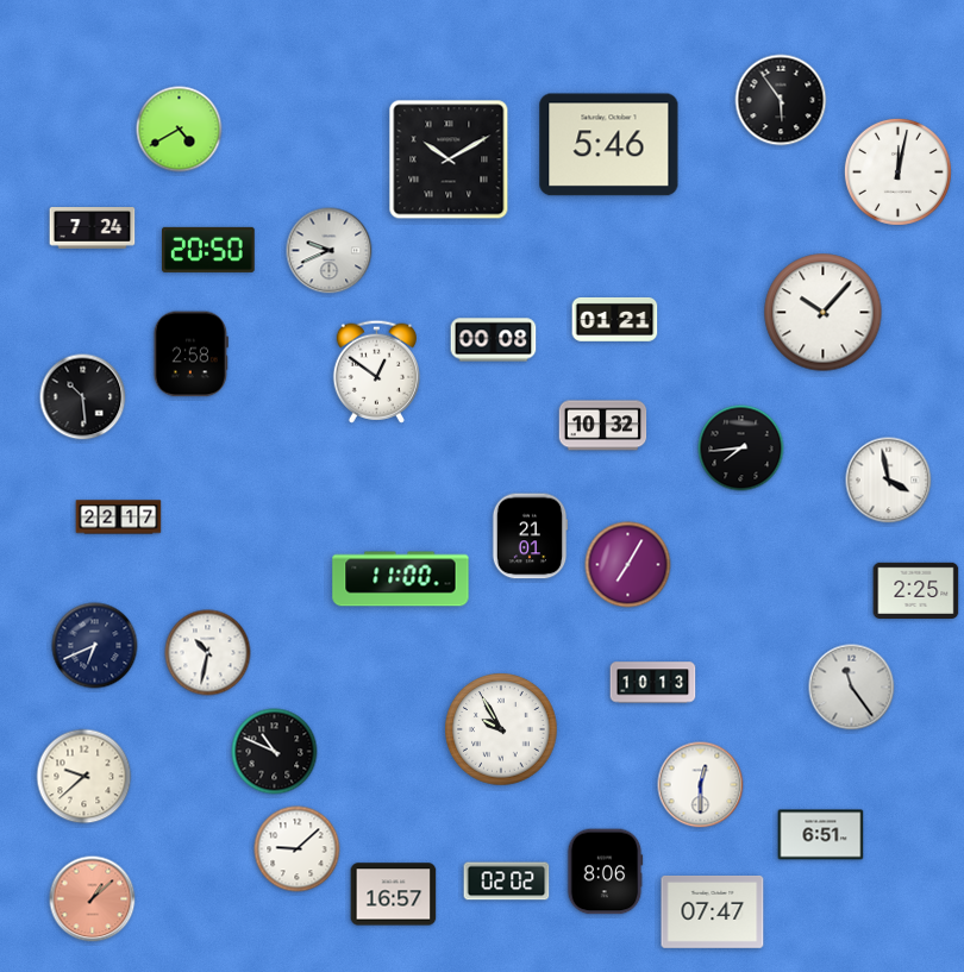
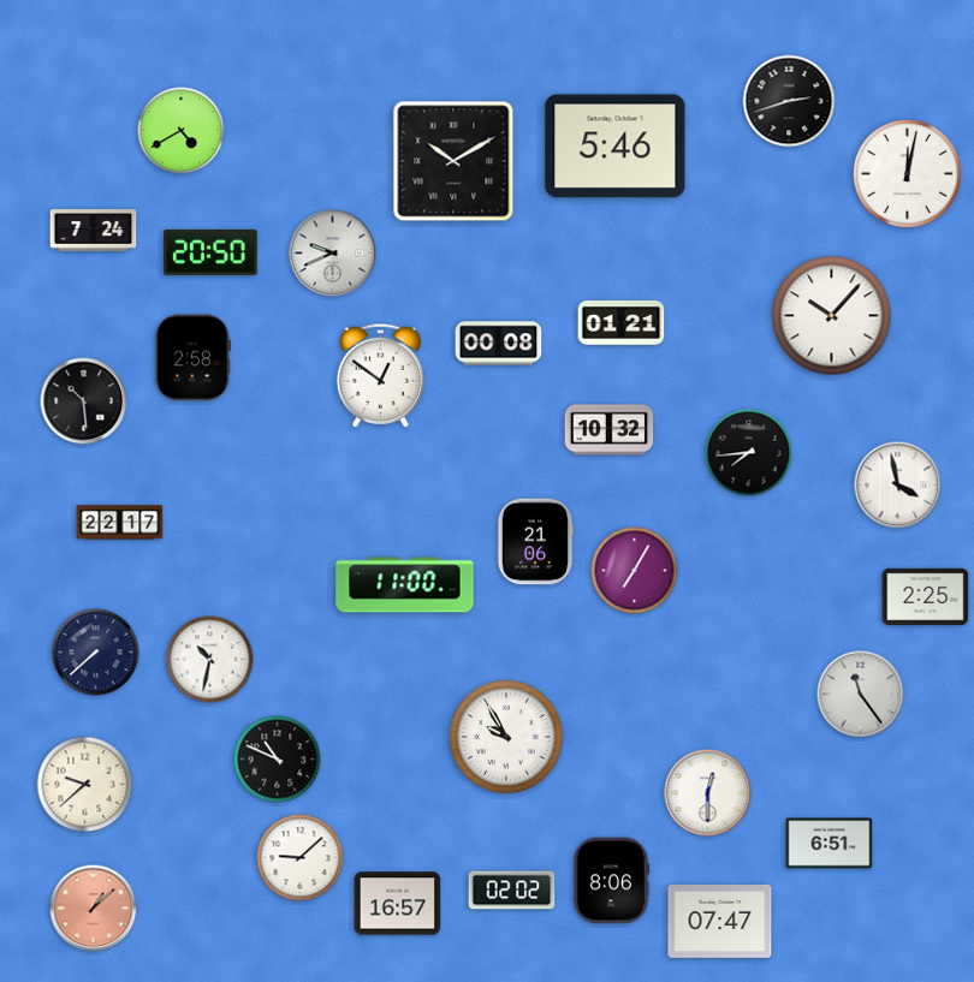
clock at (781, 100): 5:54 -> 2:42
clock at (530, 537): 21:01 -> 21:06
clock at (95, 646): 6:41 -> 7:38
clock at (653, 683): 10:13 -> none
